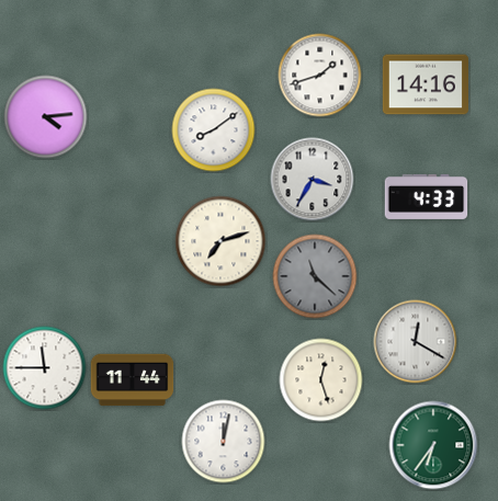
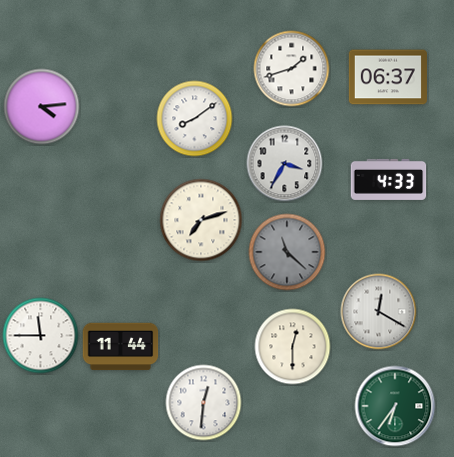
clock at (426, 84): 14:16 -> 06:37
clock at (321, 380): 12:27 -> 12:30
clock at (224, 442): 12:02 -> 12:31
